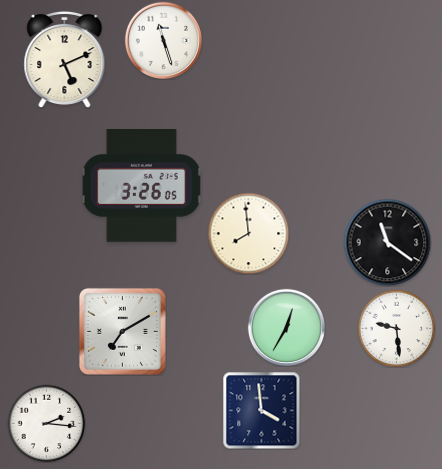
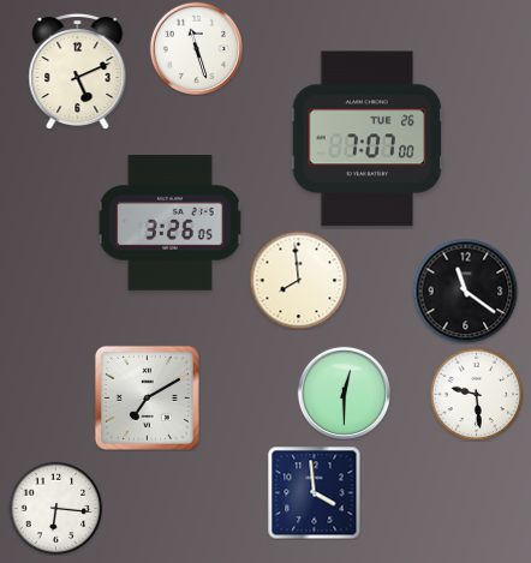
clock at (368, 139): none -> 7:07
clock at (286, 327): 12:35 -> 12:30
clock at (46, 423): 2:16 -> 6:16
